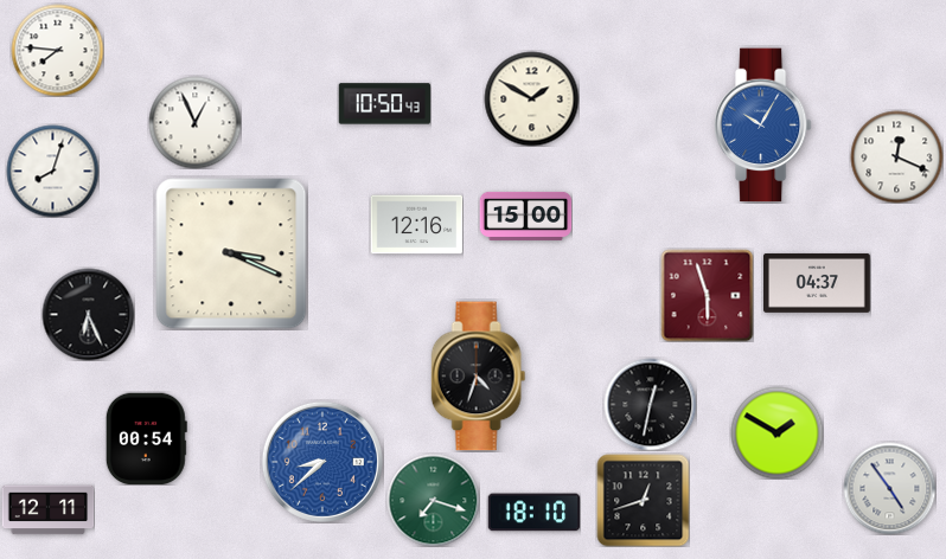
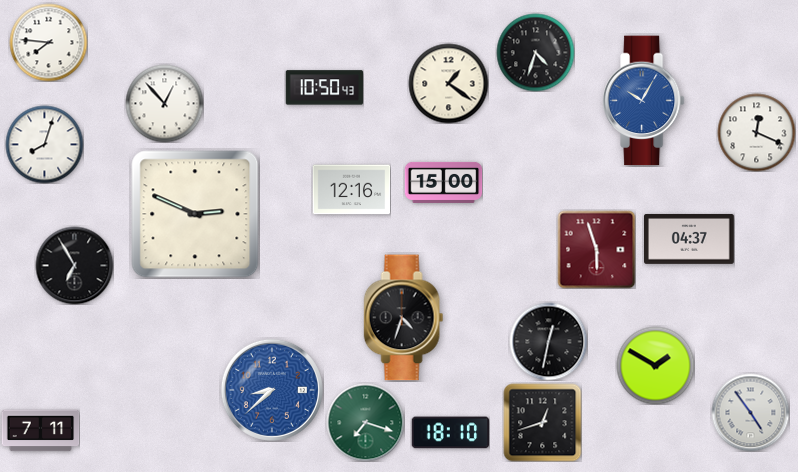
clock at (535, 52): none -> 4:33
clock at (531, 98): 1:50 -> 1:21
clock at (194, 122): 12:56 -> 12:53
clock at (762, 126) position: (762, 126) -> (643, 101)
clock at (231, 253): 3:19 -> 2:49
clock at (88, 314): 6:26 -> 6:55
clock at (146, 438): 00:54 -> none
clock at (47, 510): 12:11 -> 7:11
